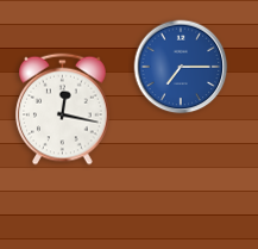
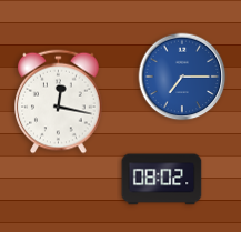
clock at (181, 67) position: (181, 67) -> (182, 77)
clock at (162, 180): none -> 08:02
